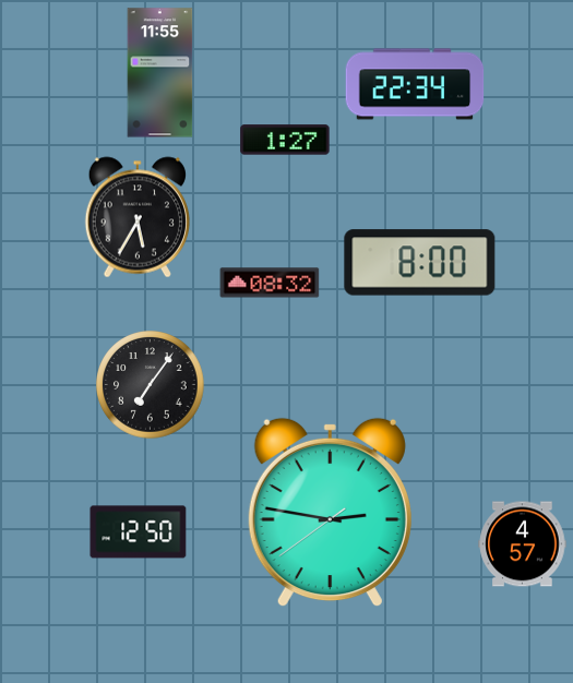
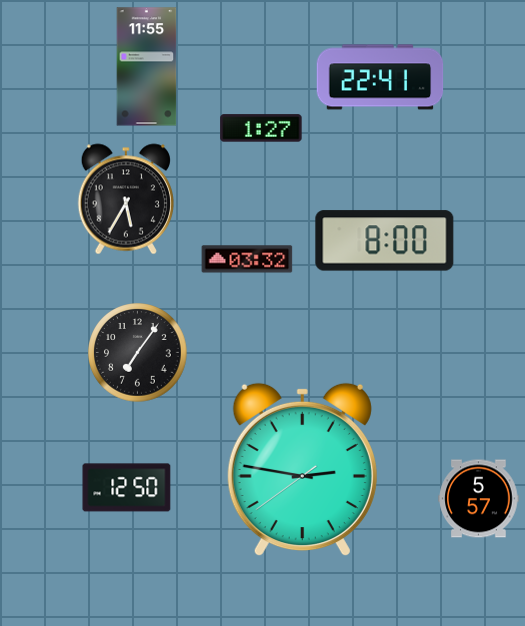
clock at (415, 84): 22:34 -> 22:41
clock at (270, 283): 08:32 -> 03:32
clock at (523, 544): 4:57 -> 5:57
